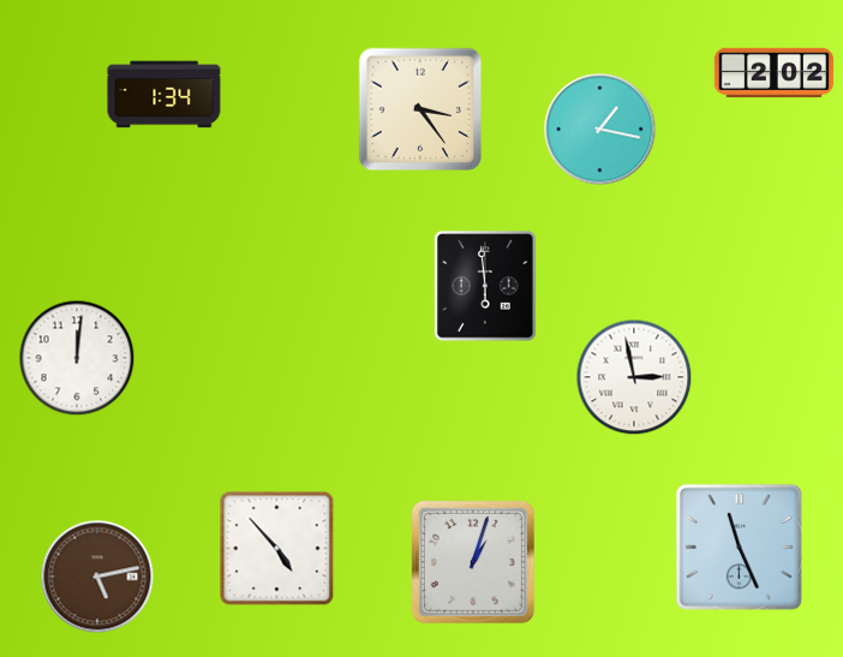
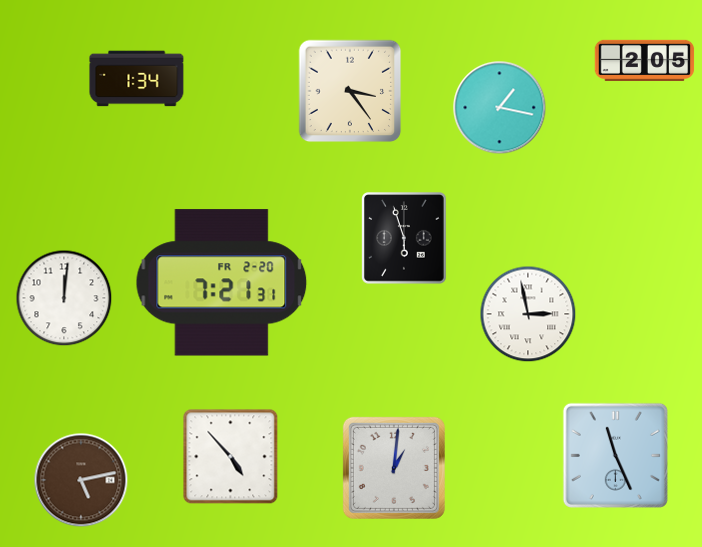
clock at (775, 72): 2:02 -> 2:05
clock at (486, 286): 5:59 -> 5:57
clock at (222, 283): none -> 7:21
clock at (473, 562): 1:03 -> 1:01
